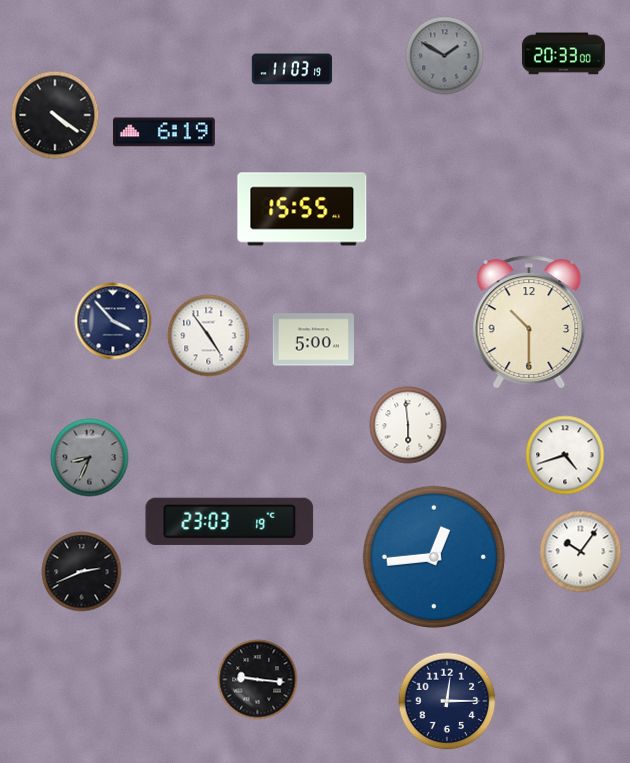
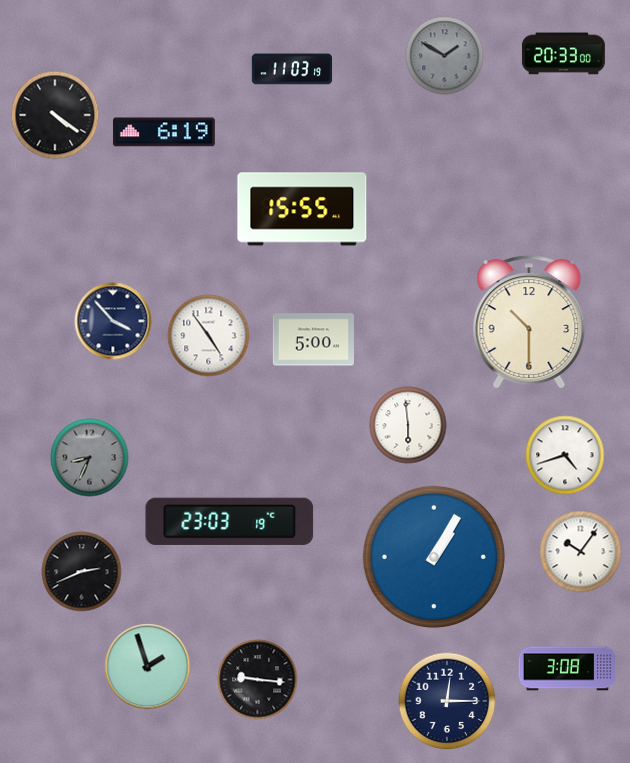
clock at (433, 556): 12:44 -> 1:05
clock at (148, 667): none -> 1:57
clock at (568, 669): none -> 3:08
